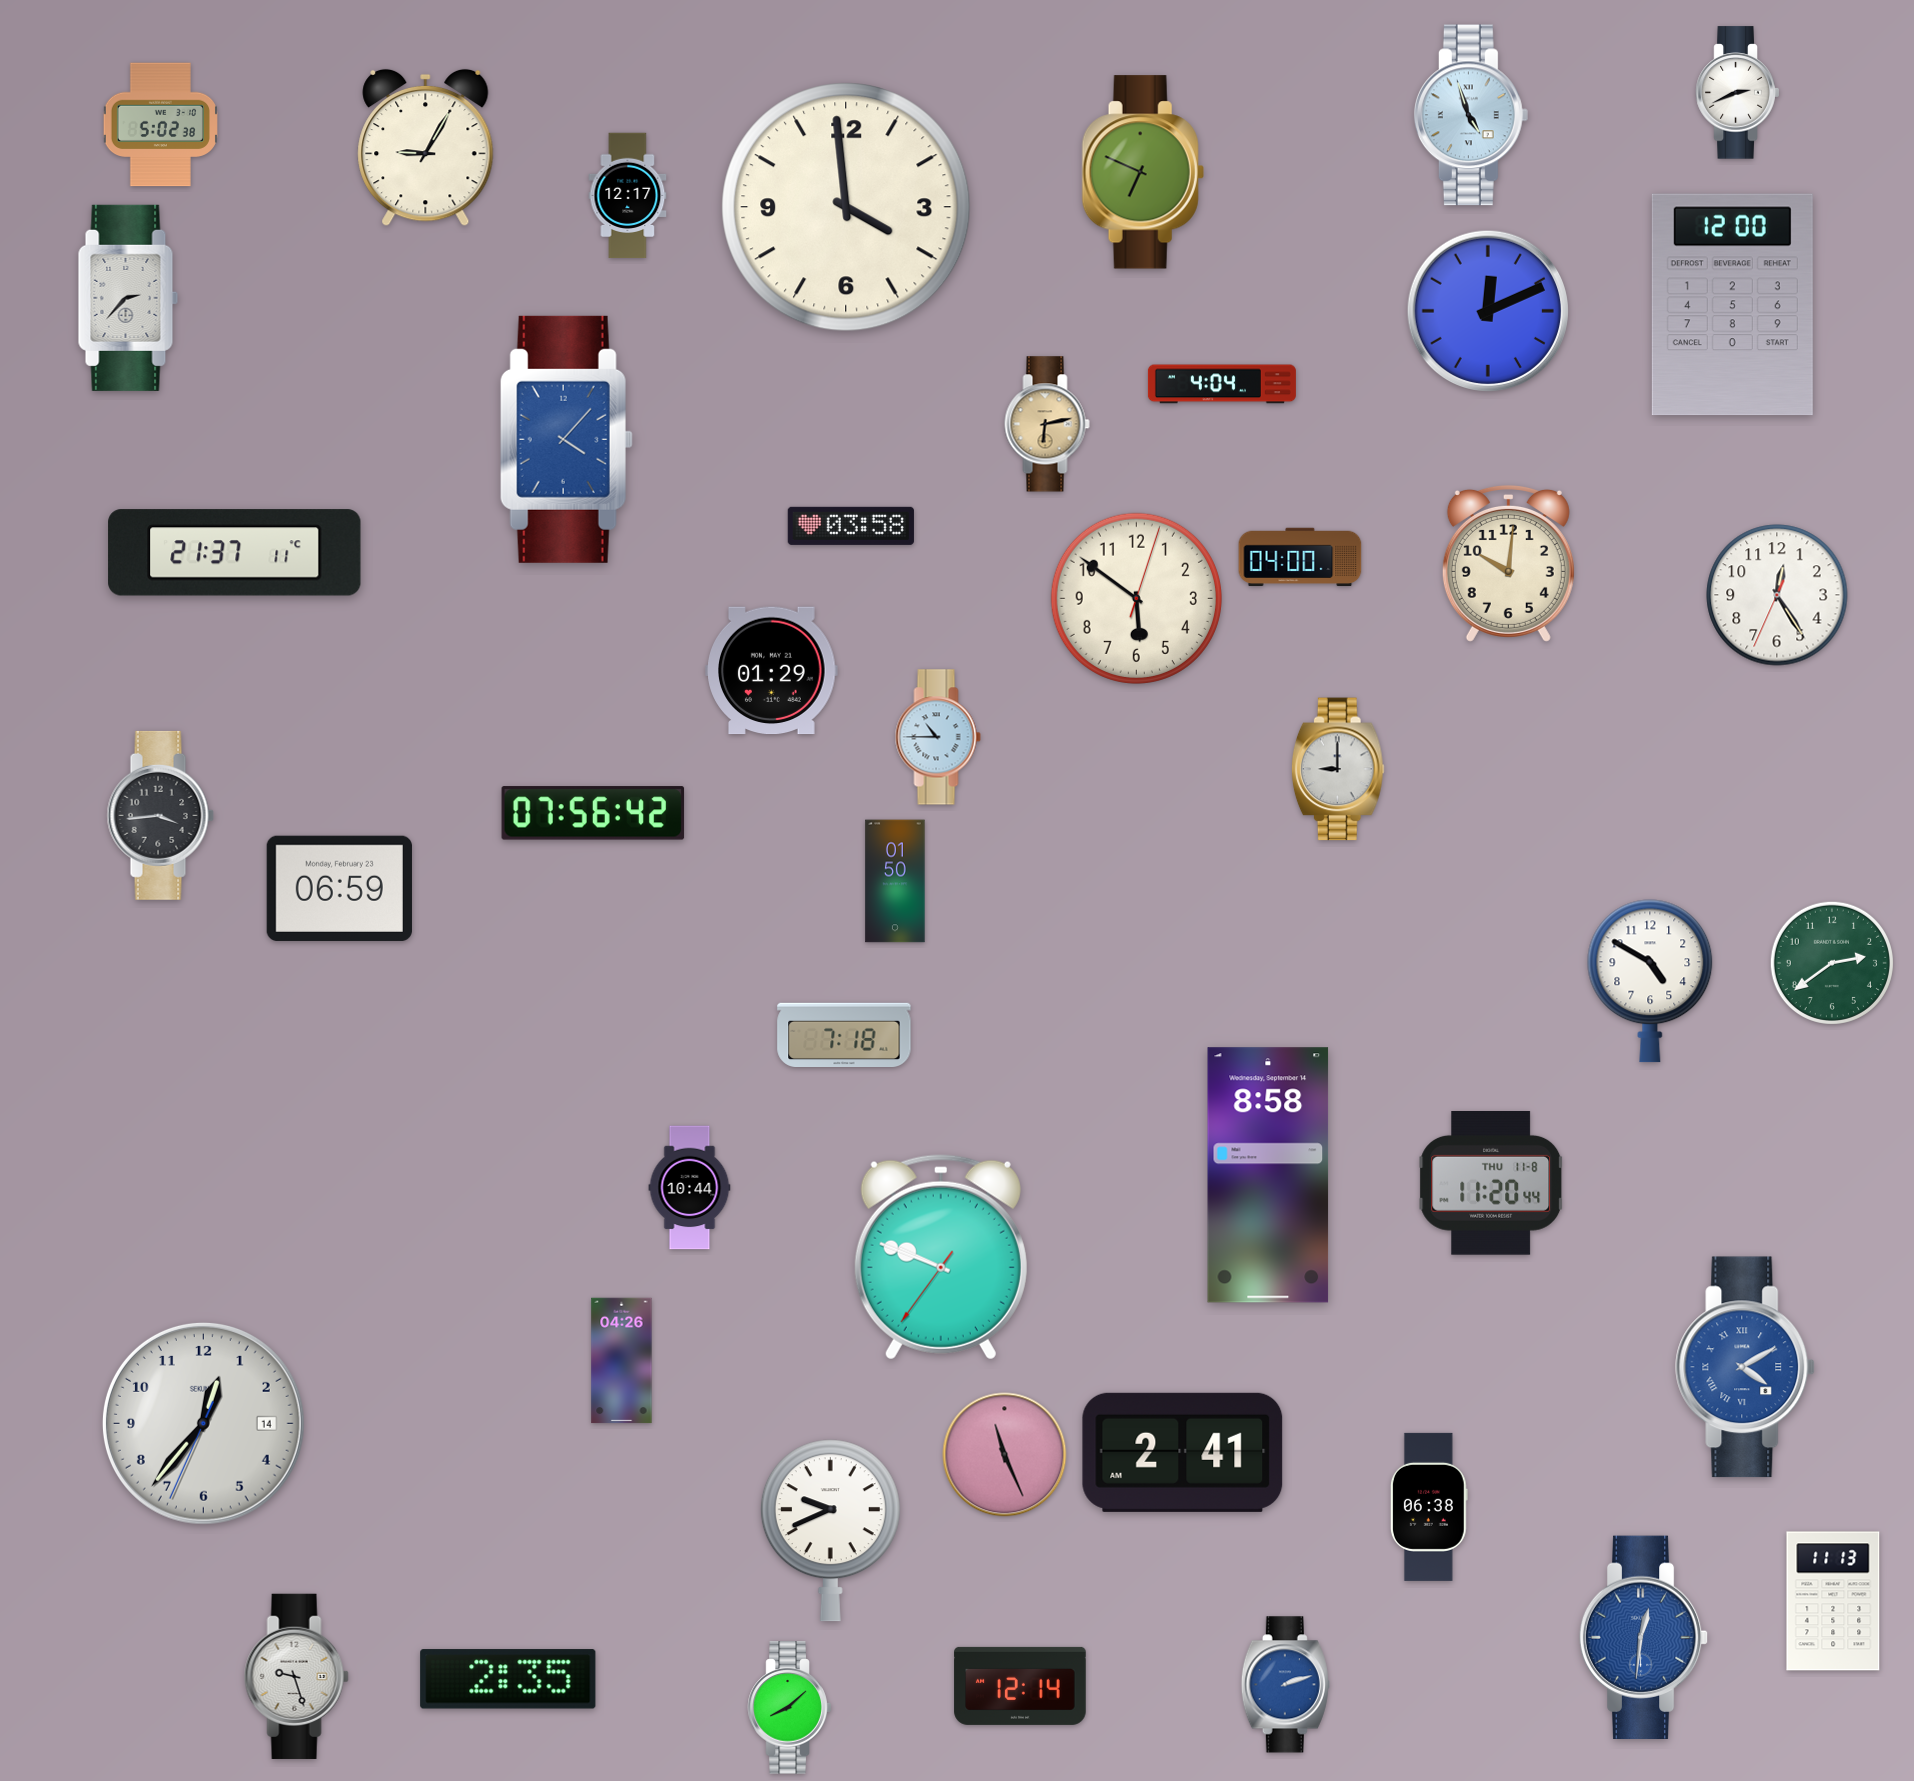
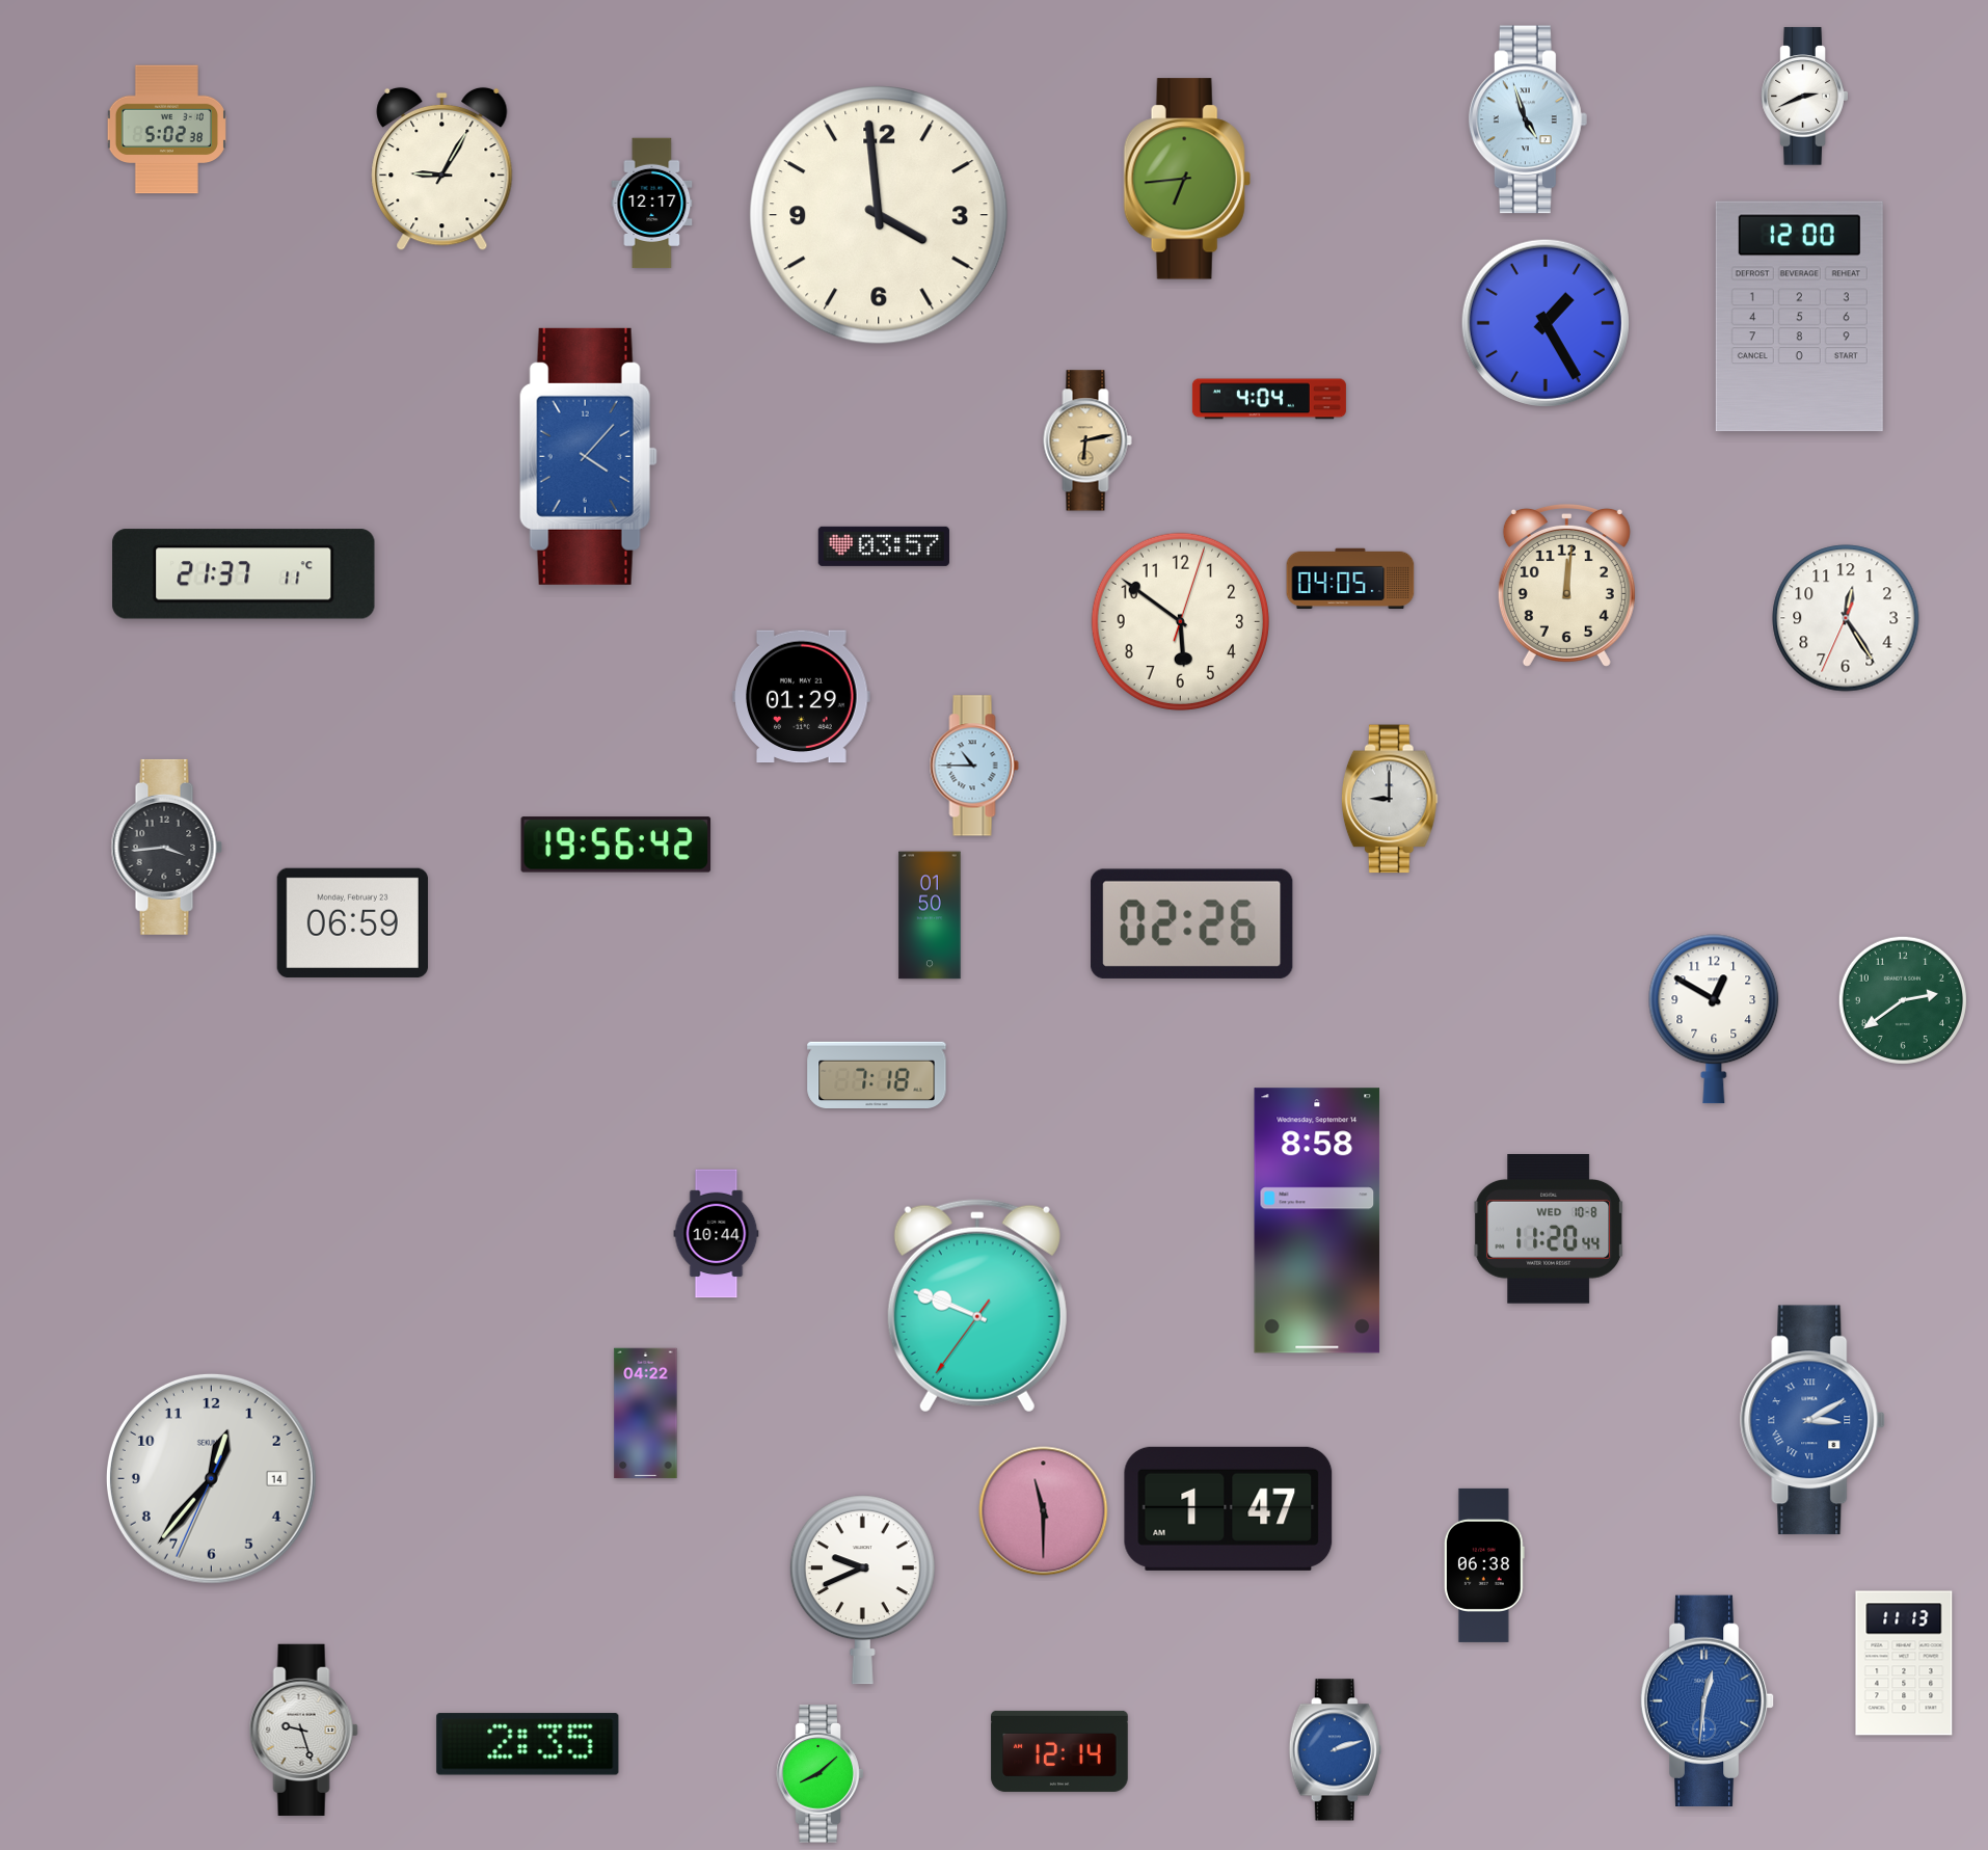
clock at (426, 148) position: (426, 148) -> (442, 169)
clock at (1143, 172): 6:49 -> 6:44
clock at (128, 298): 2:37 -> none
clock at (1488, 311): 12:11 -> 1:25
clock at (851, 526): 03:58 -> 03:57
clock at (1300, 557): 04:00 -> 04:05
clock at (1508, 563): 10:01 -> 12:01
clock at (593, 813): 07:56 -> 19:56
clock at (1192, 923): none -> 02:26
clock at (1650, 981): 4:50 -> 12:50
clock at (1491, 1184) date: THU 11-8 -> WED 10-8
clock at (622, 1361): 04:26 -> 04:22
clock at (1746, 1367): 4:10 -> 3:10
clock at (1183, 1452): 2:41 -> 1:47
clock at (1005, 1455): 11:26 -> 11:30
clock at (296, 1676) position: (296, 1676) -> (303, 1730)
